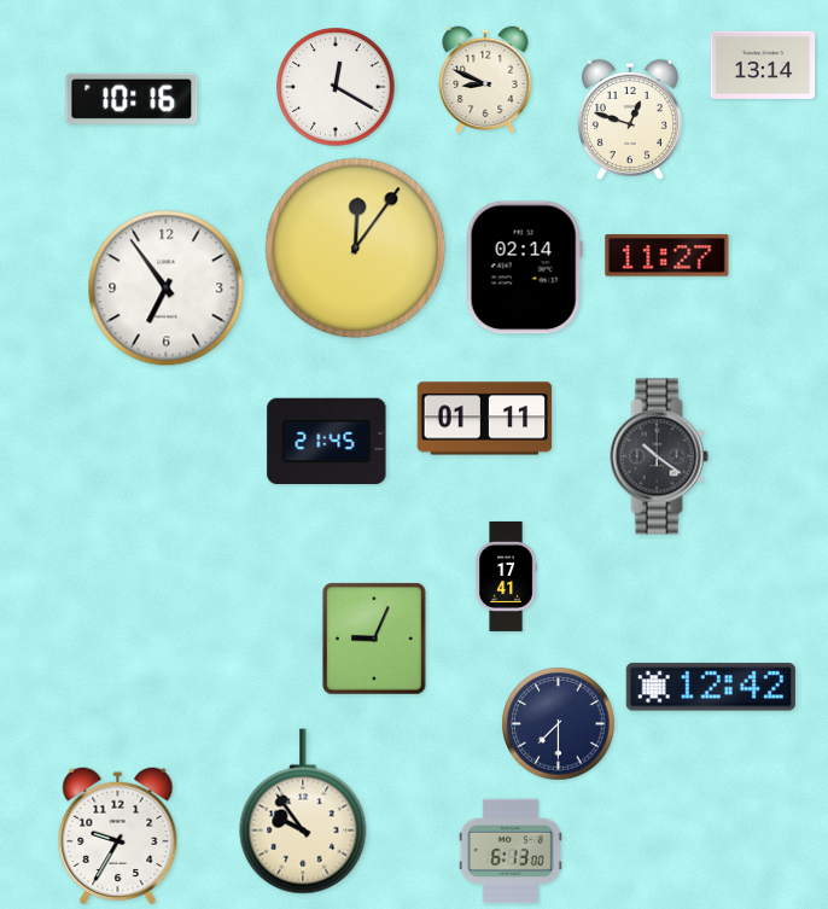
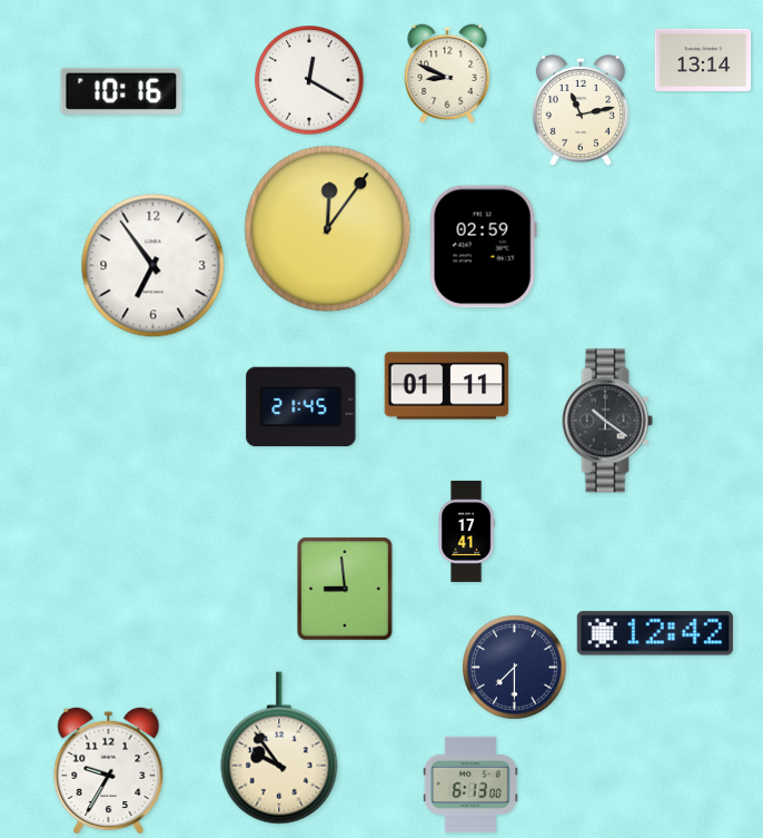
clock at (630, 120): 12:48 -> 11:13
clock at (667, 256): 11:27 -> none
clock at (524, 268): 02:14 -> 02:59
clock at (374, 639): 9:04 -> 8:59
